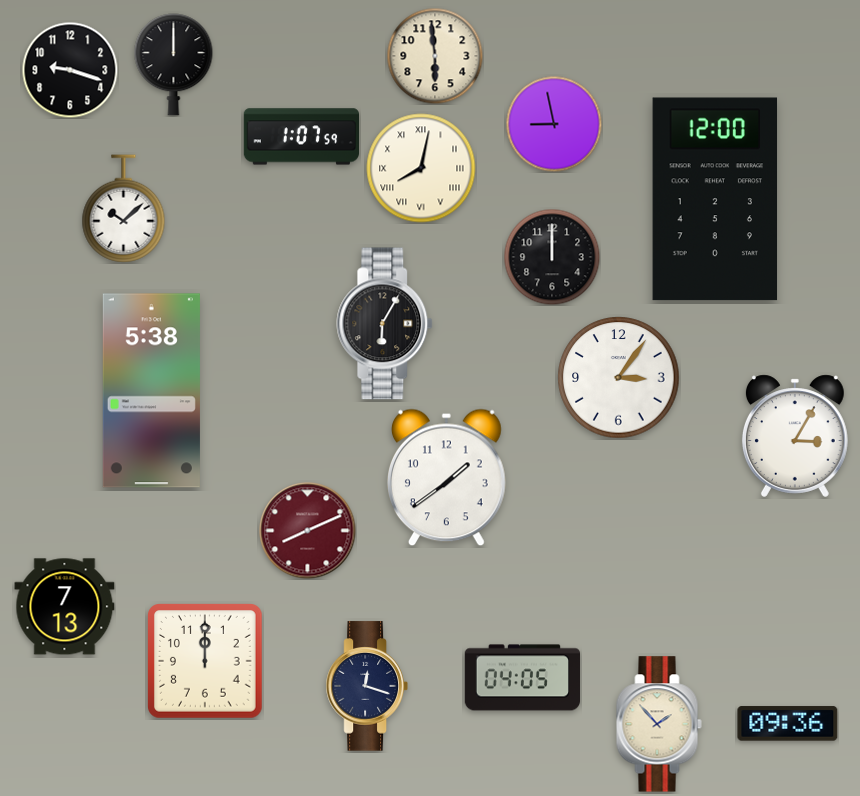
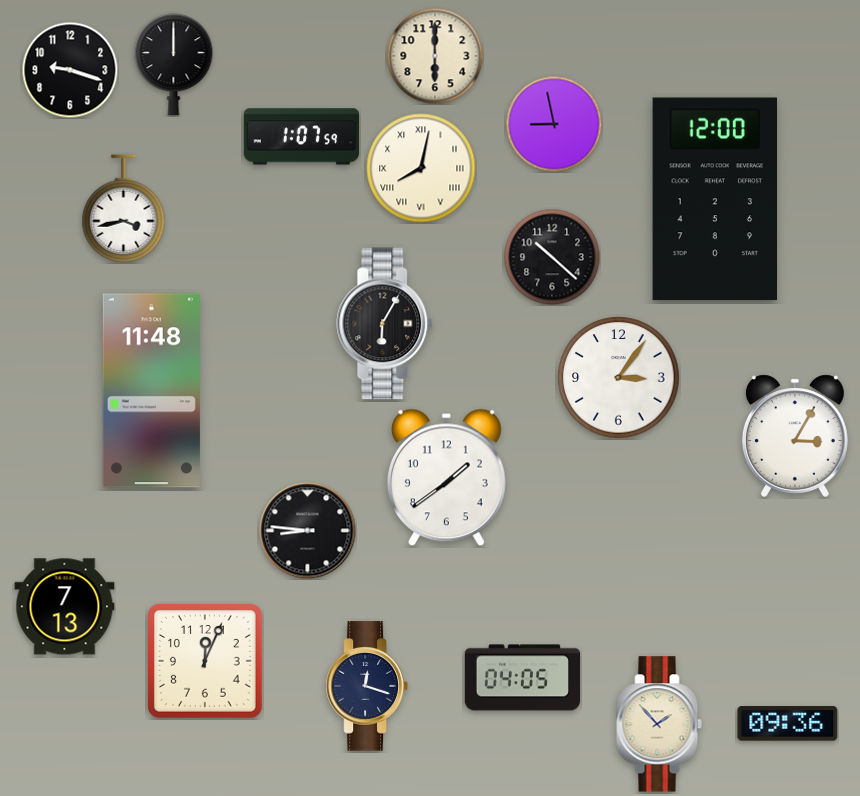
clock at (435, 56): 5:59 -> 6:00
clock at (124, 209): 10:08 -> 3:43
clock at (552, 257): 12:00 -> 10:22
clock at (151, 391): 5:38 -> 11:48
clock at (308, 531): 8:11 -> 8:46
clock at (308, 531) dial: burgundy -> black
clock at (205, 661): 12:00 -> 12:04
